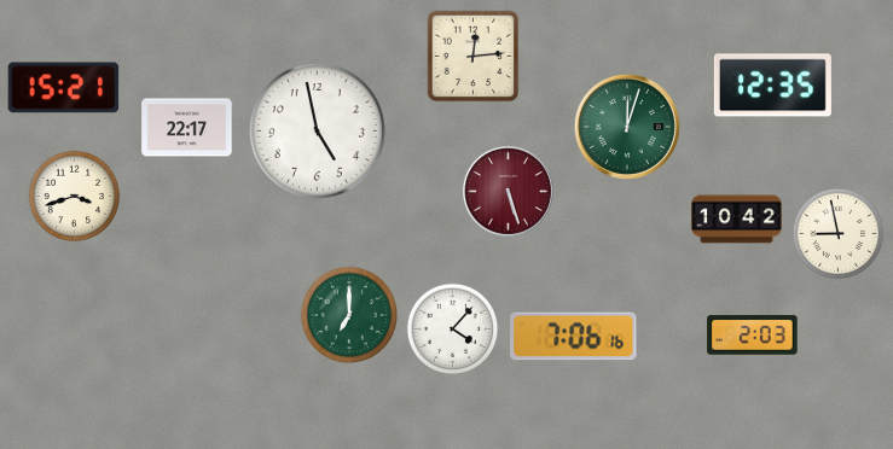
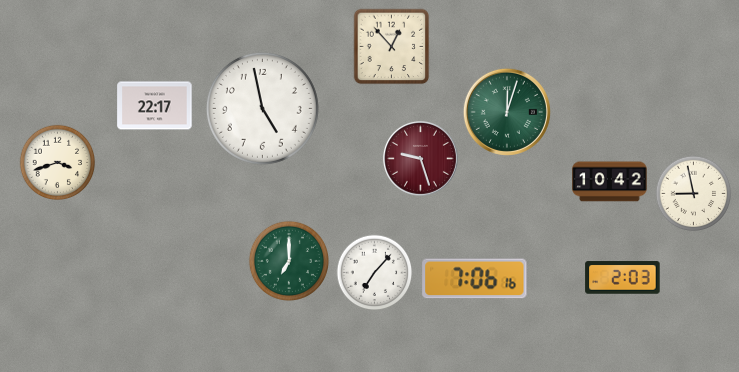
clock at (474, 57): 12:14 -> 12:53
clock at (772, 86): 12:35 -> none
clock at (64, 88): 15:21 -> none
clock at (627, 127) position: (627, 127) -> (507, 112)
clock at (508, 191): 5:27 -> 9:27
clock at (75, 197) position: (75, 197) -> (58, 163)
clock at (453, 330): 4:07 -> 7:07
